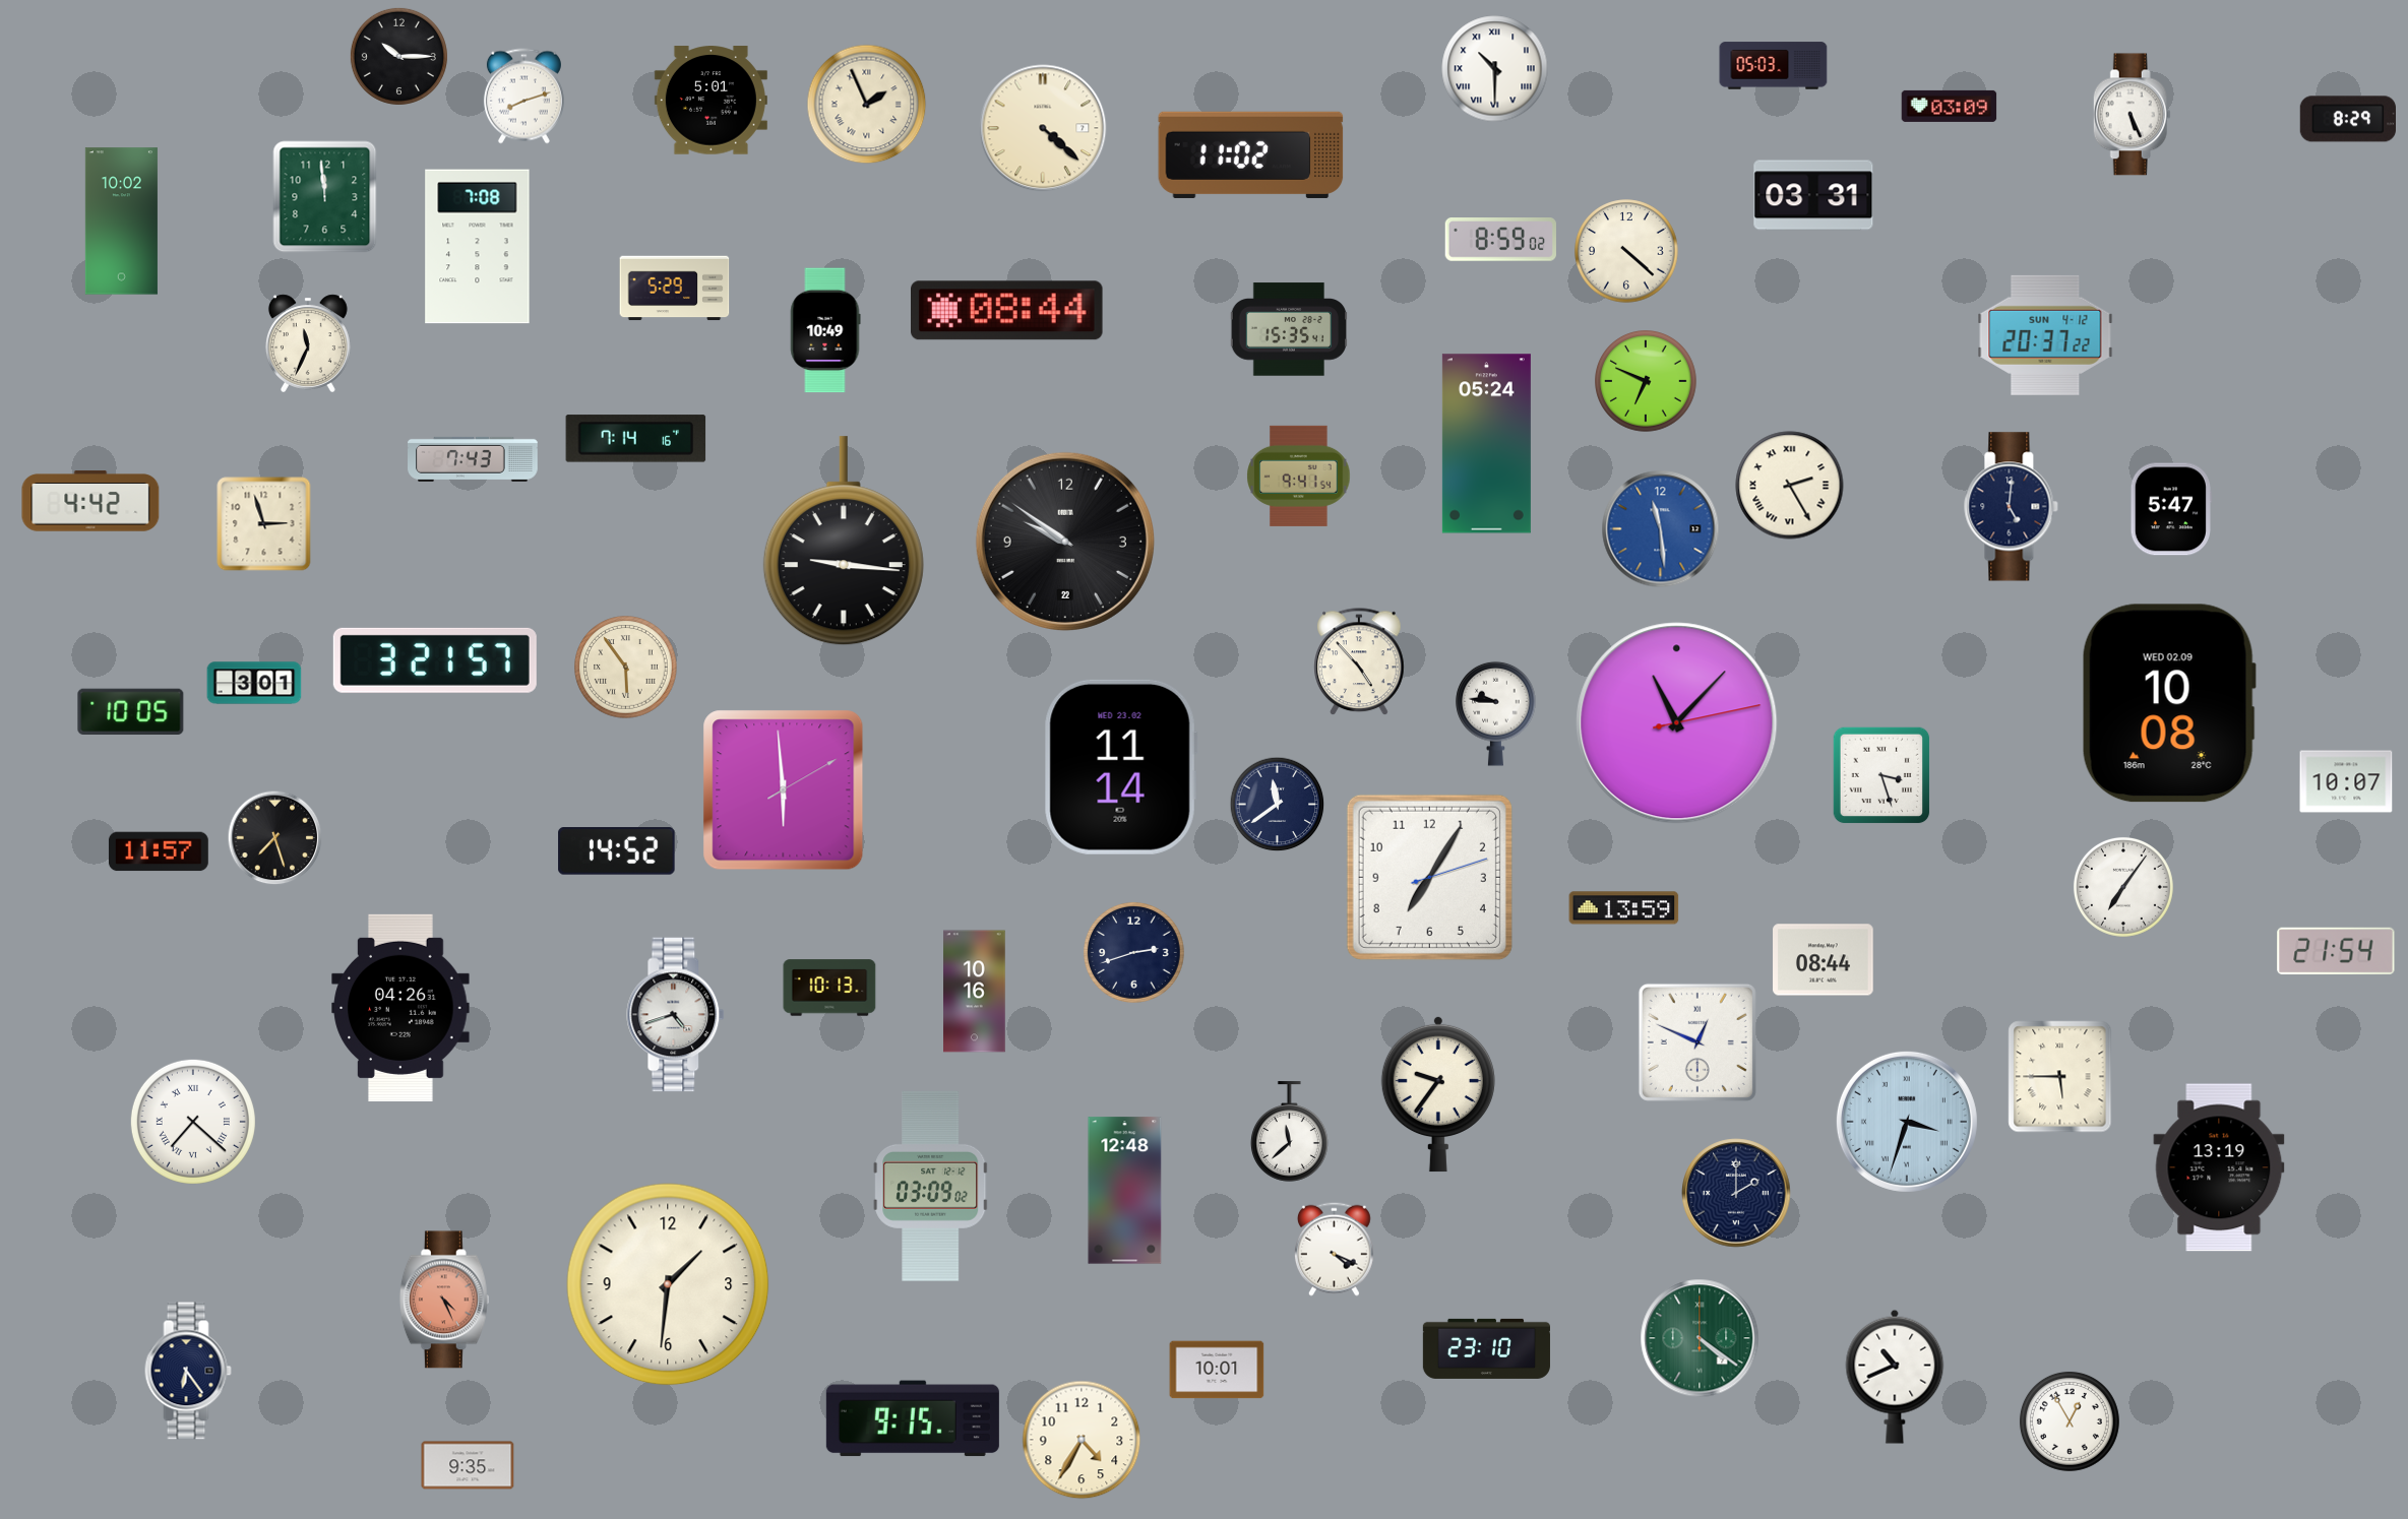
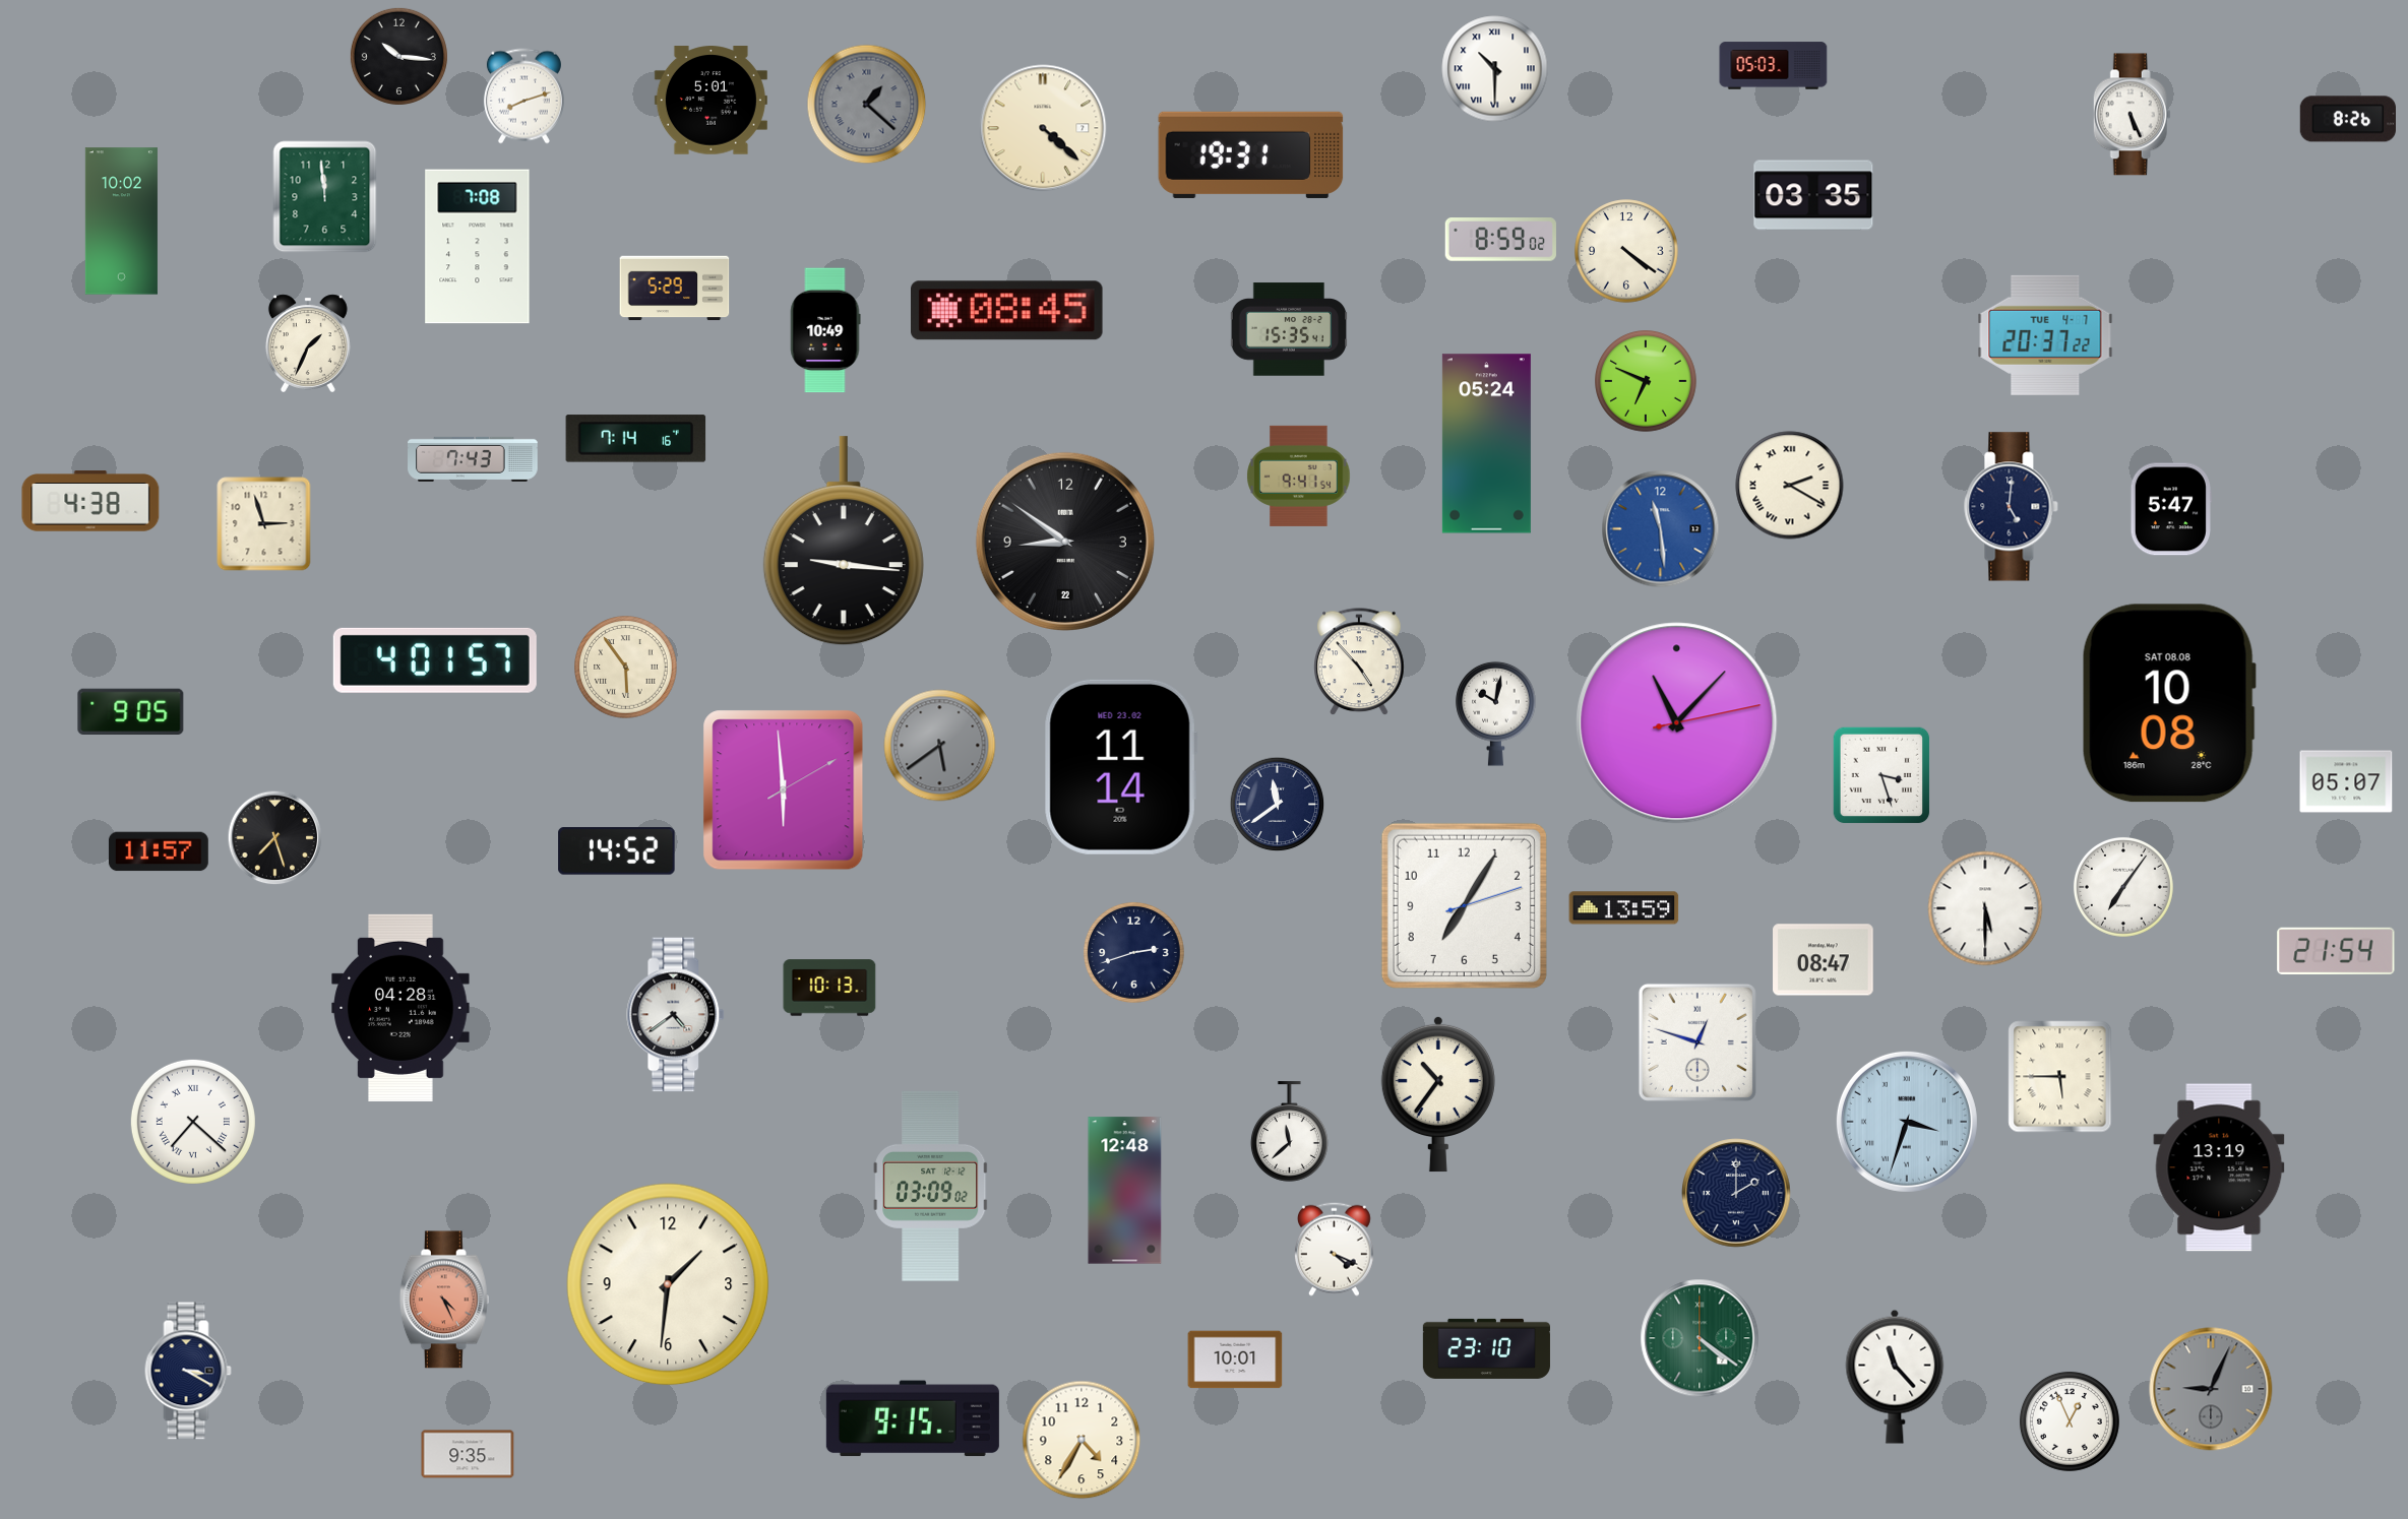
clock at (398, 56): 10:15 -> 10:16
clock at (867, 105): 1:56 -> 1:22
clock at (867, 105) dial: cream -> grey
clock at (1950, 106): 03:09 -> none
clock at (2348, 119): 8:29 -> 8:26
clock at (1251, 154): 11:02 -> 19:31
clock at (1813, 195): 03:31 -> 03:35
clock at (1626, 251): 4:22 -> 4:21
clock at (1007, 311): 08:44 -> 08:45
clock at (2045, 335) date: SUN 4-12 -> TUE 4-7
clock at (308, 343): 11:34 -> 1:34
clock at (1790, 486): 2:25 -> 2:20
clock at (90, 501): 4:42 -> 4:38
clock at (1065, 542): 9:51 -> 8:51
clock at (435, 660): 3:21 -> 4:01
clock at (254, 683): 3:01 -> none
clock at (2169, 703) date: WED 02.09 -> SAT 08.08
clock at (131, 711): 10:05 -> 9:05
clock at (1496, 713): 9:46 -> 10:02
clock at (940, 746): none -> 5:39
clock at (2346, 781): 10:07 -> 05:07
clock at (1429, 877) position: (1429, 877) -> (1464, 905)
clock at (1985, 908): none -> 5:30
clock at (1824, 960): 08:44 -> 08:47
clock at (975, 992): 10:16 -> none
clock at (400, 1008): 04:26 -> 04:28
clock at (676, 1015): 4:42 -> 4:39
clock at (1697, 1042): 12:49 -> 12:48
clock at (1438, 1094): 9:36 -> 10:36
clock at (1217, 1370) position: (1217, 1370) -> (1235, 1359)
clock at (188, 1371): 6:24 -> 3:20
clock at (1895, 1377): 10:41 -> 11:23
clock at (2211, 1389): none -> 9:04
clock at (2070, 1421): 12:55 -> 12:56
clock at (468, 1465) position: (468, 1465) -> (468, 1454)
